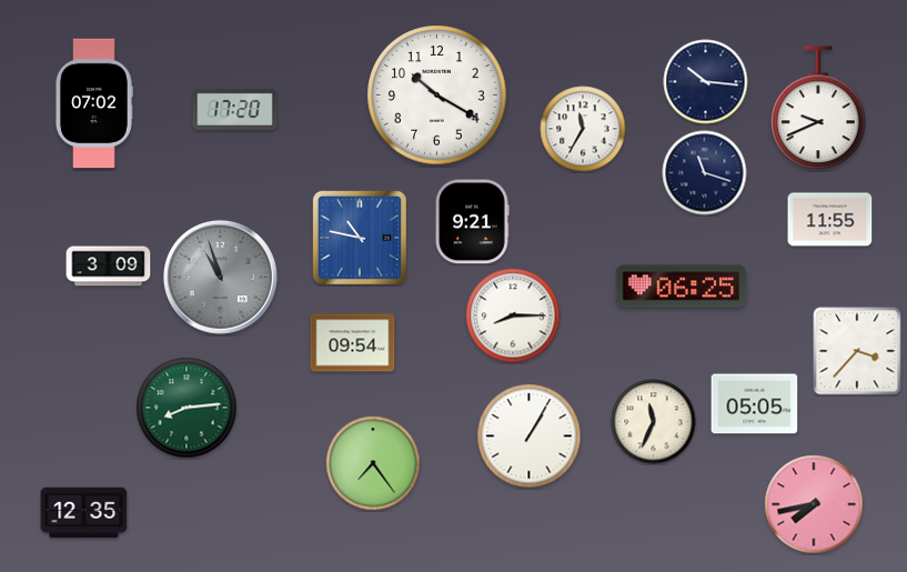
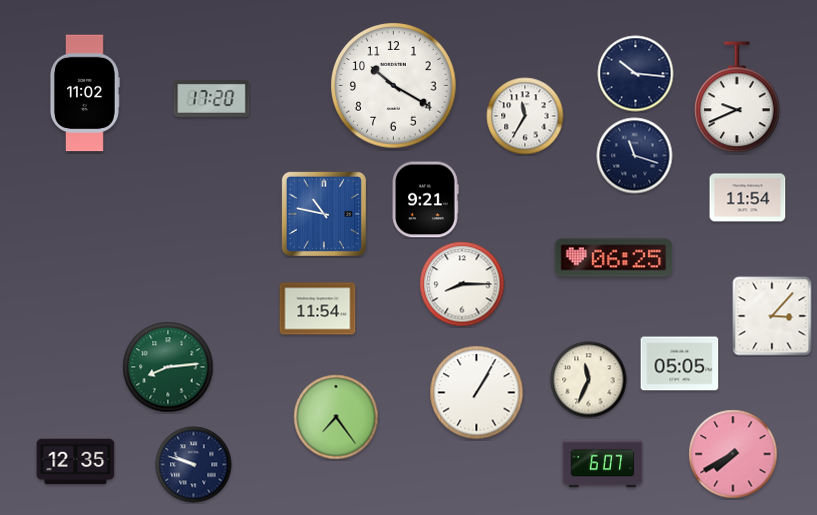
clock at (94, 103): 07:02 -> 11:02
clock at (830, 220): 11:55 -> 11:54
clock at (109, 267): 3:09 -> none
clock at (220, 277): 10:57 -> none
clock at (353, 343): 09:54 -> 11:54
clock at (857, 351): 3:37 -> 3:07
clock at (814, 504): 7:43 -> 7:40
clock at (603, 464): none -> 6:07
clock at (194, 465): none -> 9:48
